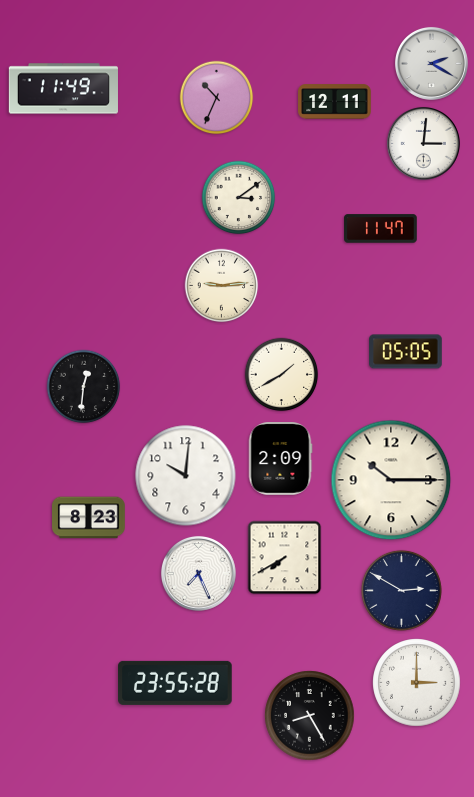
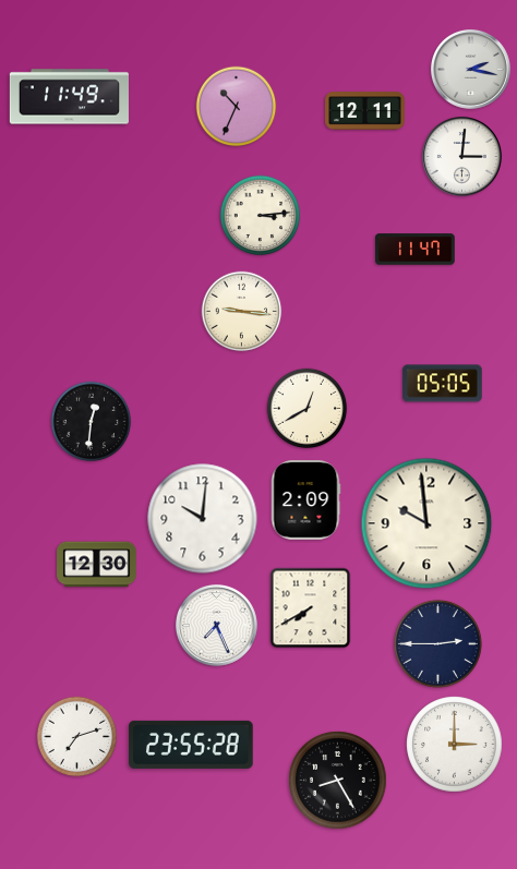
clock at (431, 63): 2:20 -> 2:17
clock at (239, 198): 3:09 -> 3:14
clock at (222, 286): 9:14 -> 9:16
clock at (282, 375): 1:40 -> 12:40
clock at (391, 480): 10:15 -> 9:59
clock at (89, 518): 8:23 -> 12:30
clock at (401, 590): 2:50 -> 2:45
clock at (77, 737): none -> 7:12
